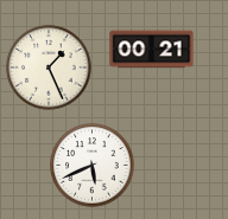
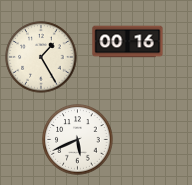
clock at (152, 50): 00:21 -> 00:16
clock at (49, 67): 1:26 -> 1:25
